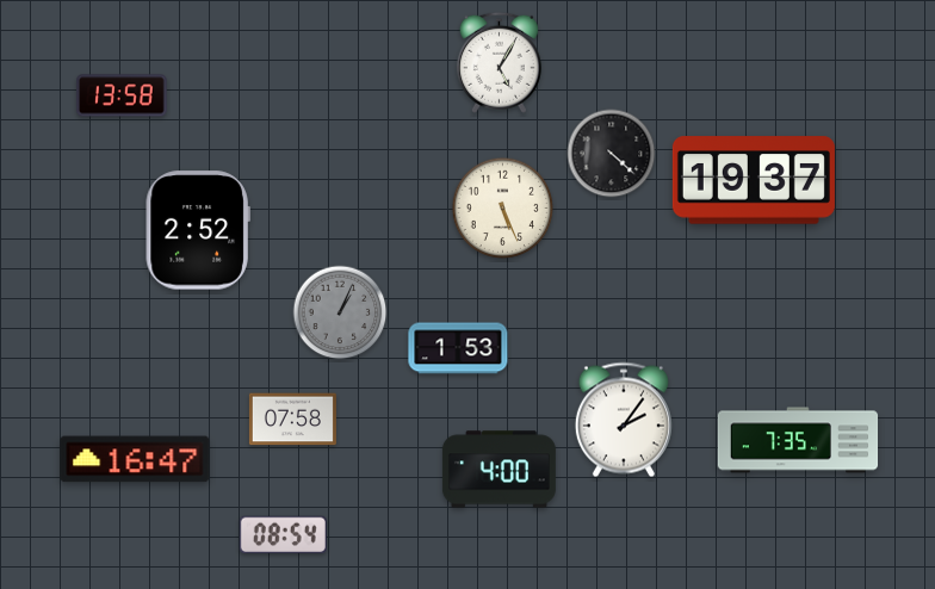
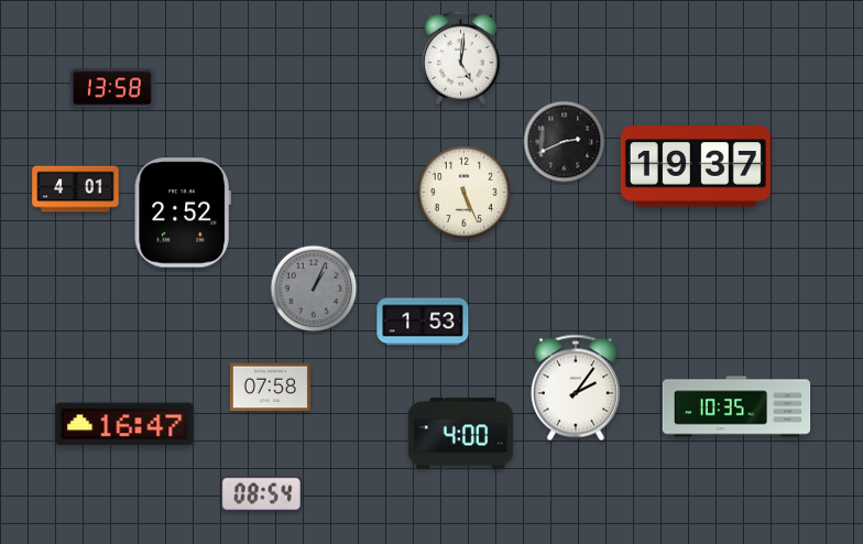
clock at (499, 62): 5:05 -> 5:01
clock at (612, 154): 4:22 -> 2:41
clock at (76, 189): none -> 4:01
clock at (798, 440): 7:35 -> 10:35
